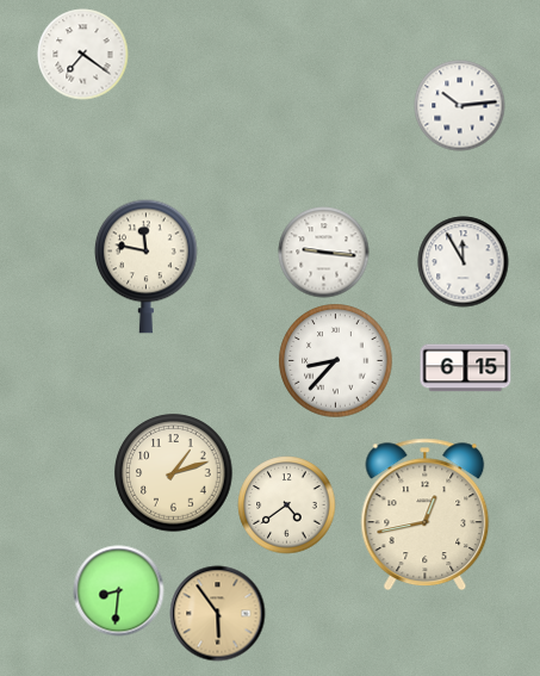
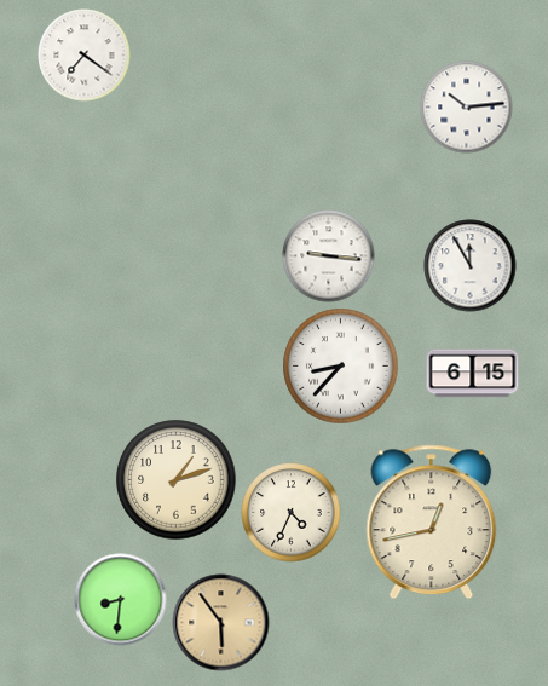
clock at (147, 266): 11:47 -> none
clock at (287, 506): 4:39 -> 4:34
